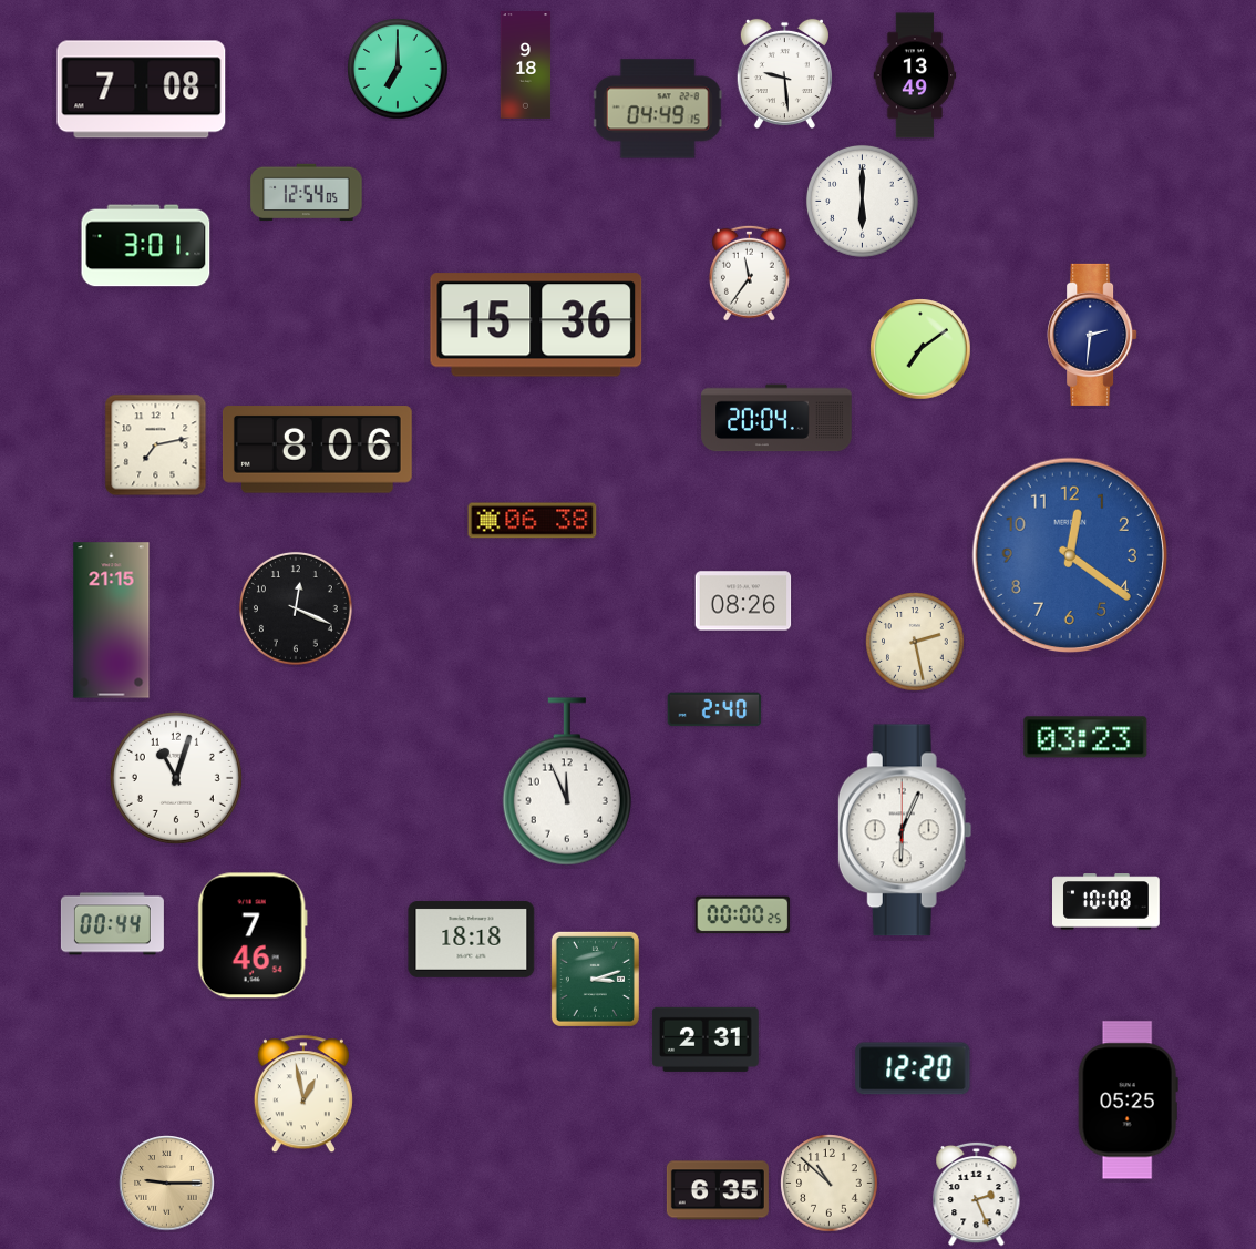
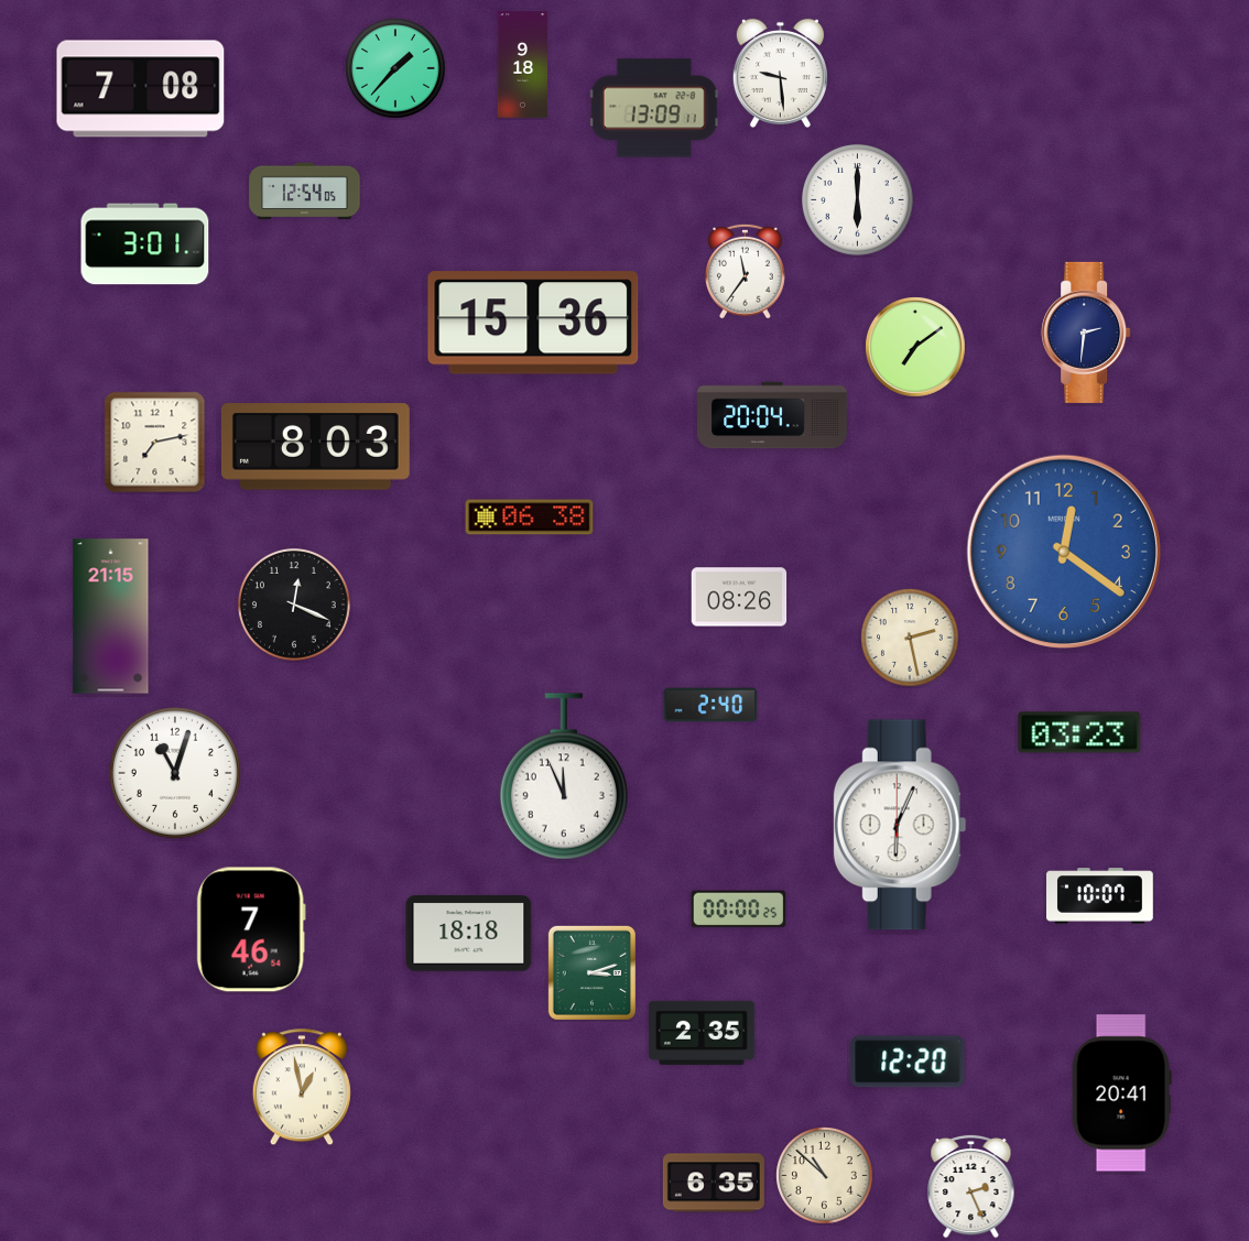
clock at (398, 69): 7:00 -> 1:37
clock at (915, 75): 13:49 -> none
clock at (658, 109): 04:49 -> 13:09
clock at (317, 450): 8:06 -> 8:03
clock at (1106, 902): 10:08 -> 10:07
clock at (112, 924): 00:44 -> none
clock at (706, 1040): 2:31 -> 2:35
clock at (1128, 1100): 05:25 -> 20:41
clock at (167, 1184): 9:15 -> none
